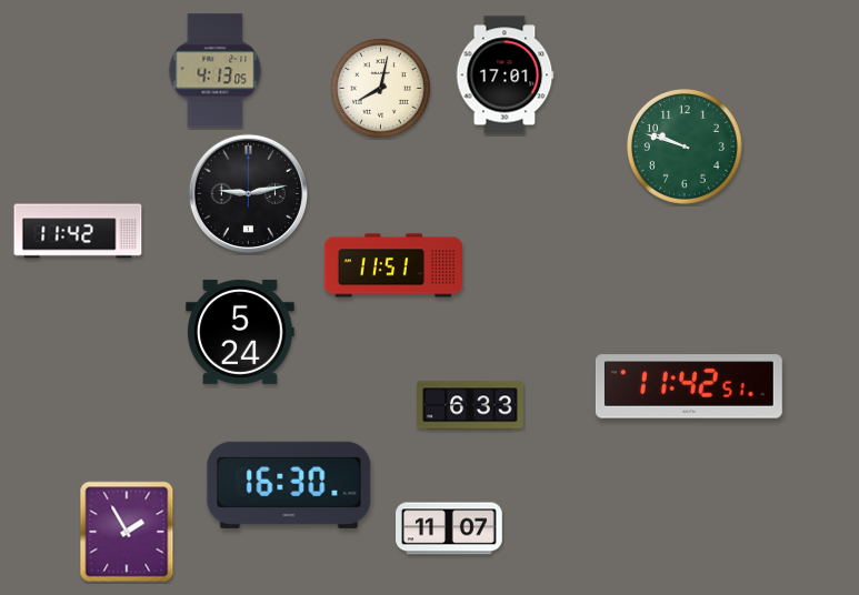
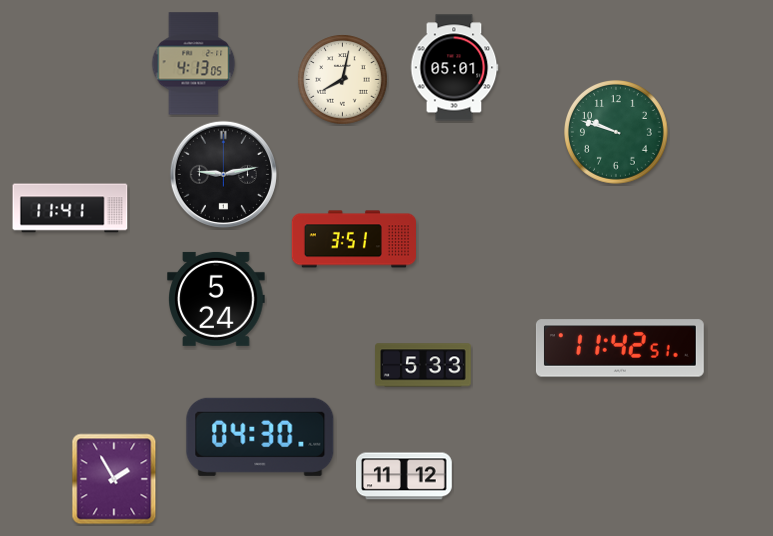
clock at (505, 75): 17:01 -> 05:01
clock at (78, 231): 11:42 -> 11:41
clock at (392, 265): 11:51 -> 3:51
clock at (470, 405): 6:33 -> 5:33
clock at (289, 485): 16:30 -> 04:30
clock at (450, 528): 11:07 -> 11:12
